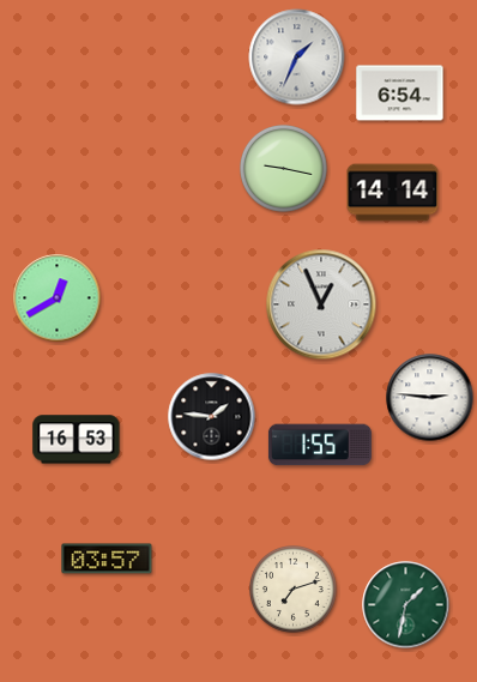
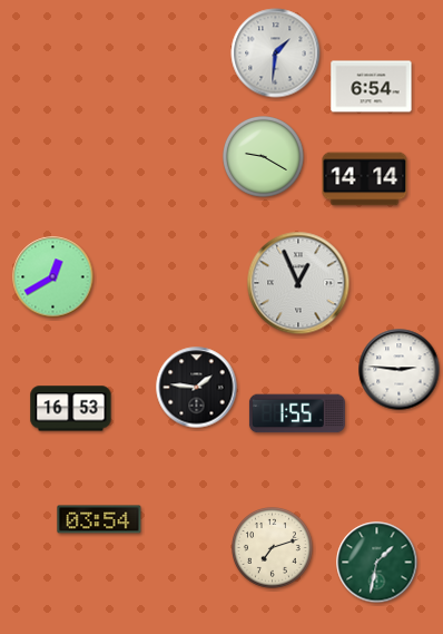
clock at (297, 58): 1:34 -> 1:31
clock at (284, 169): 9:17 -> 9:20
clock at (107, 559): 03:57 -> 03:54
